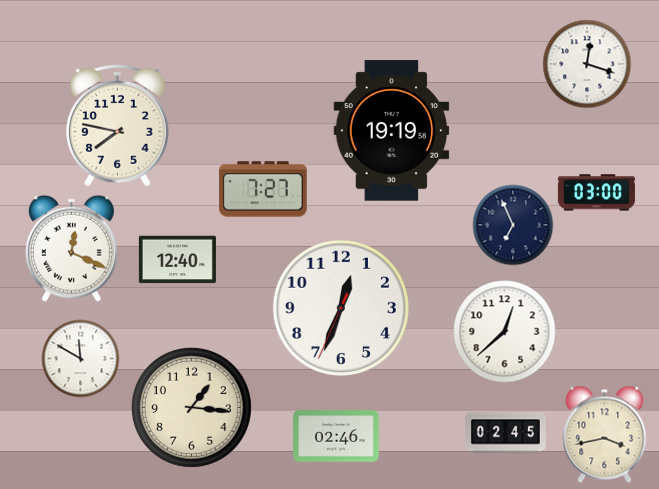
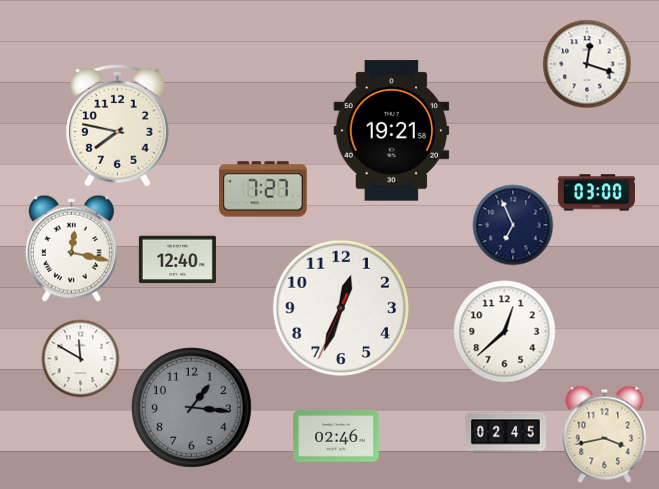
clock at (392, 131): 19:19 -> 19:21
clock at (71, 248): 12:19 -> 12:17
clock at (191, 407) dial: cream -> grey
